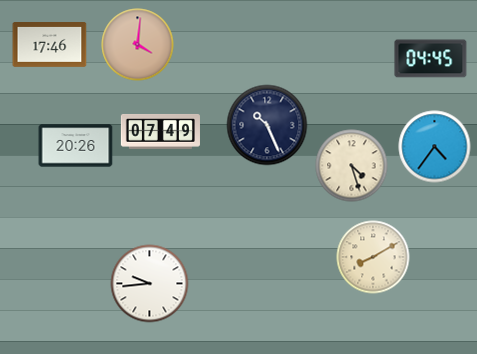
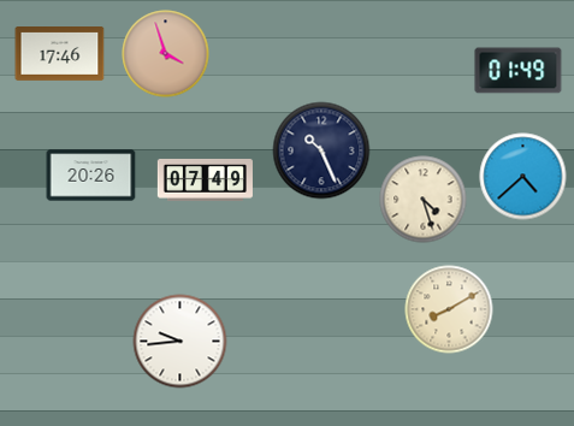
clock at (138, 45): 4:01 -> 3:57
clock at (431, 59): 04:45 -> 01:49
clock at (160, 131) position: (160, 131) -> (205, 179)
clock at (435, 147): 4:36 -> 4:38
